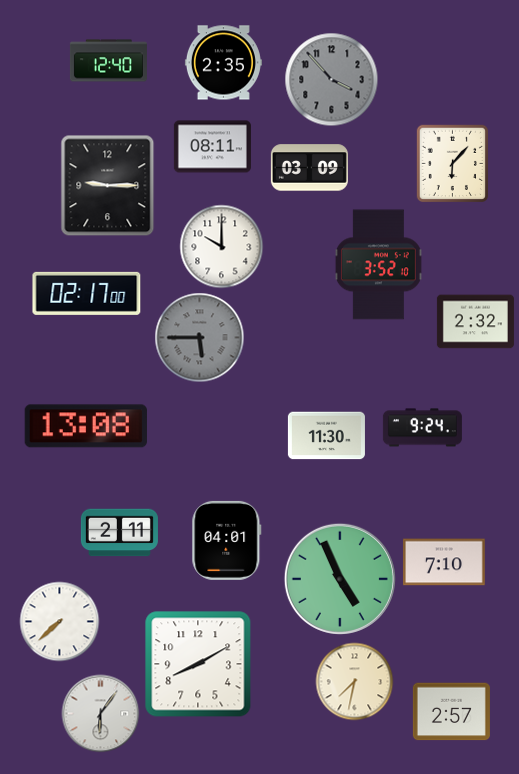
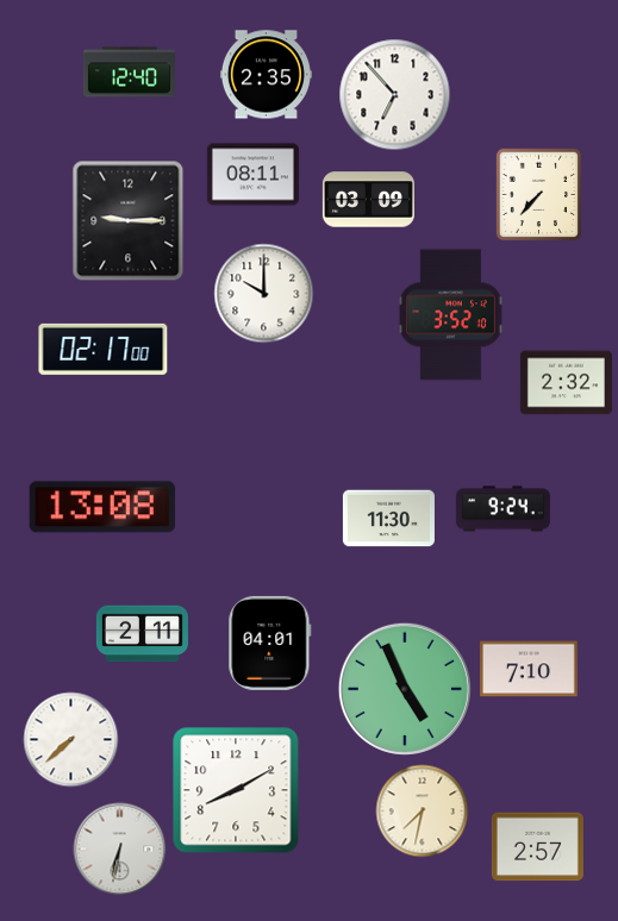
clock at (331, 79): 3:53 -> 6:53
clock at (331, 79) dial: grey -> white
clock at (452, 163): 6:07 -> 7:37
clock at (199, 337): 5:45 -> none
clock at (100, 713): 6:06 -> 6:32
